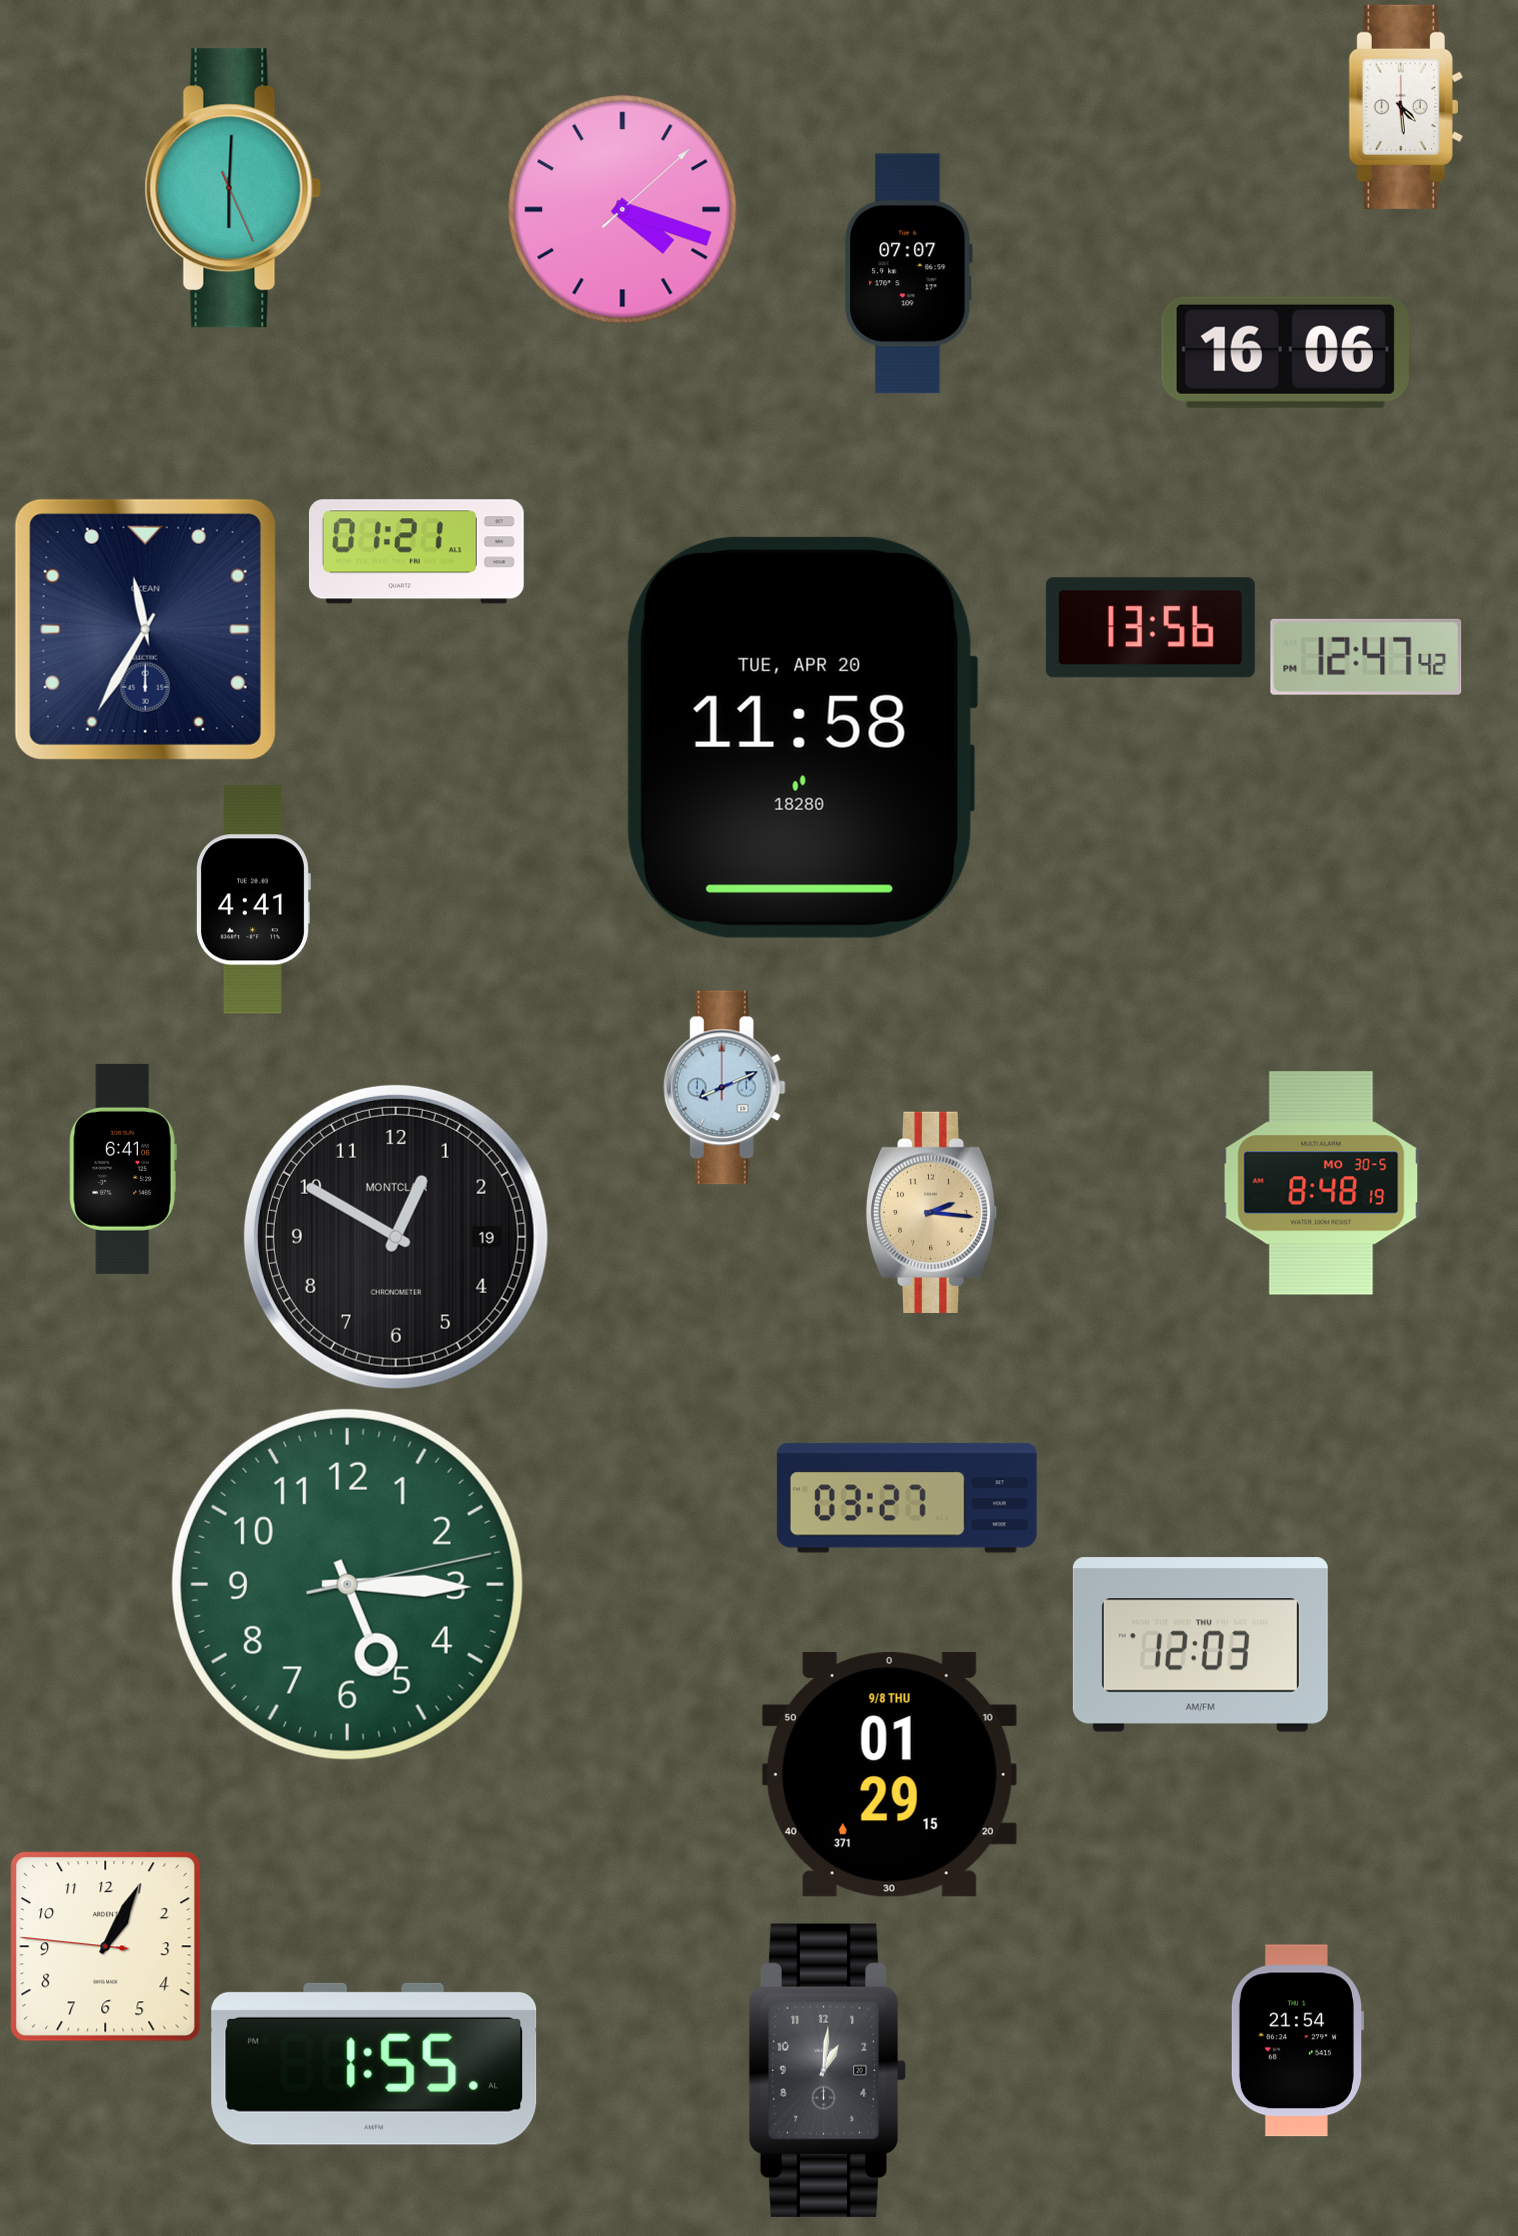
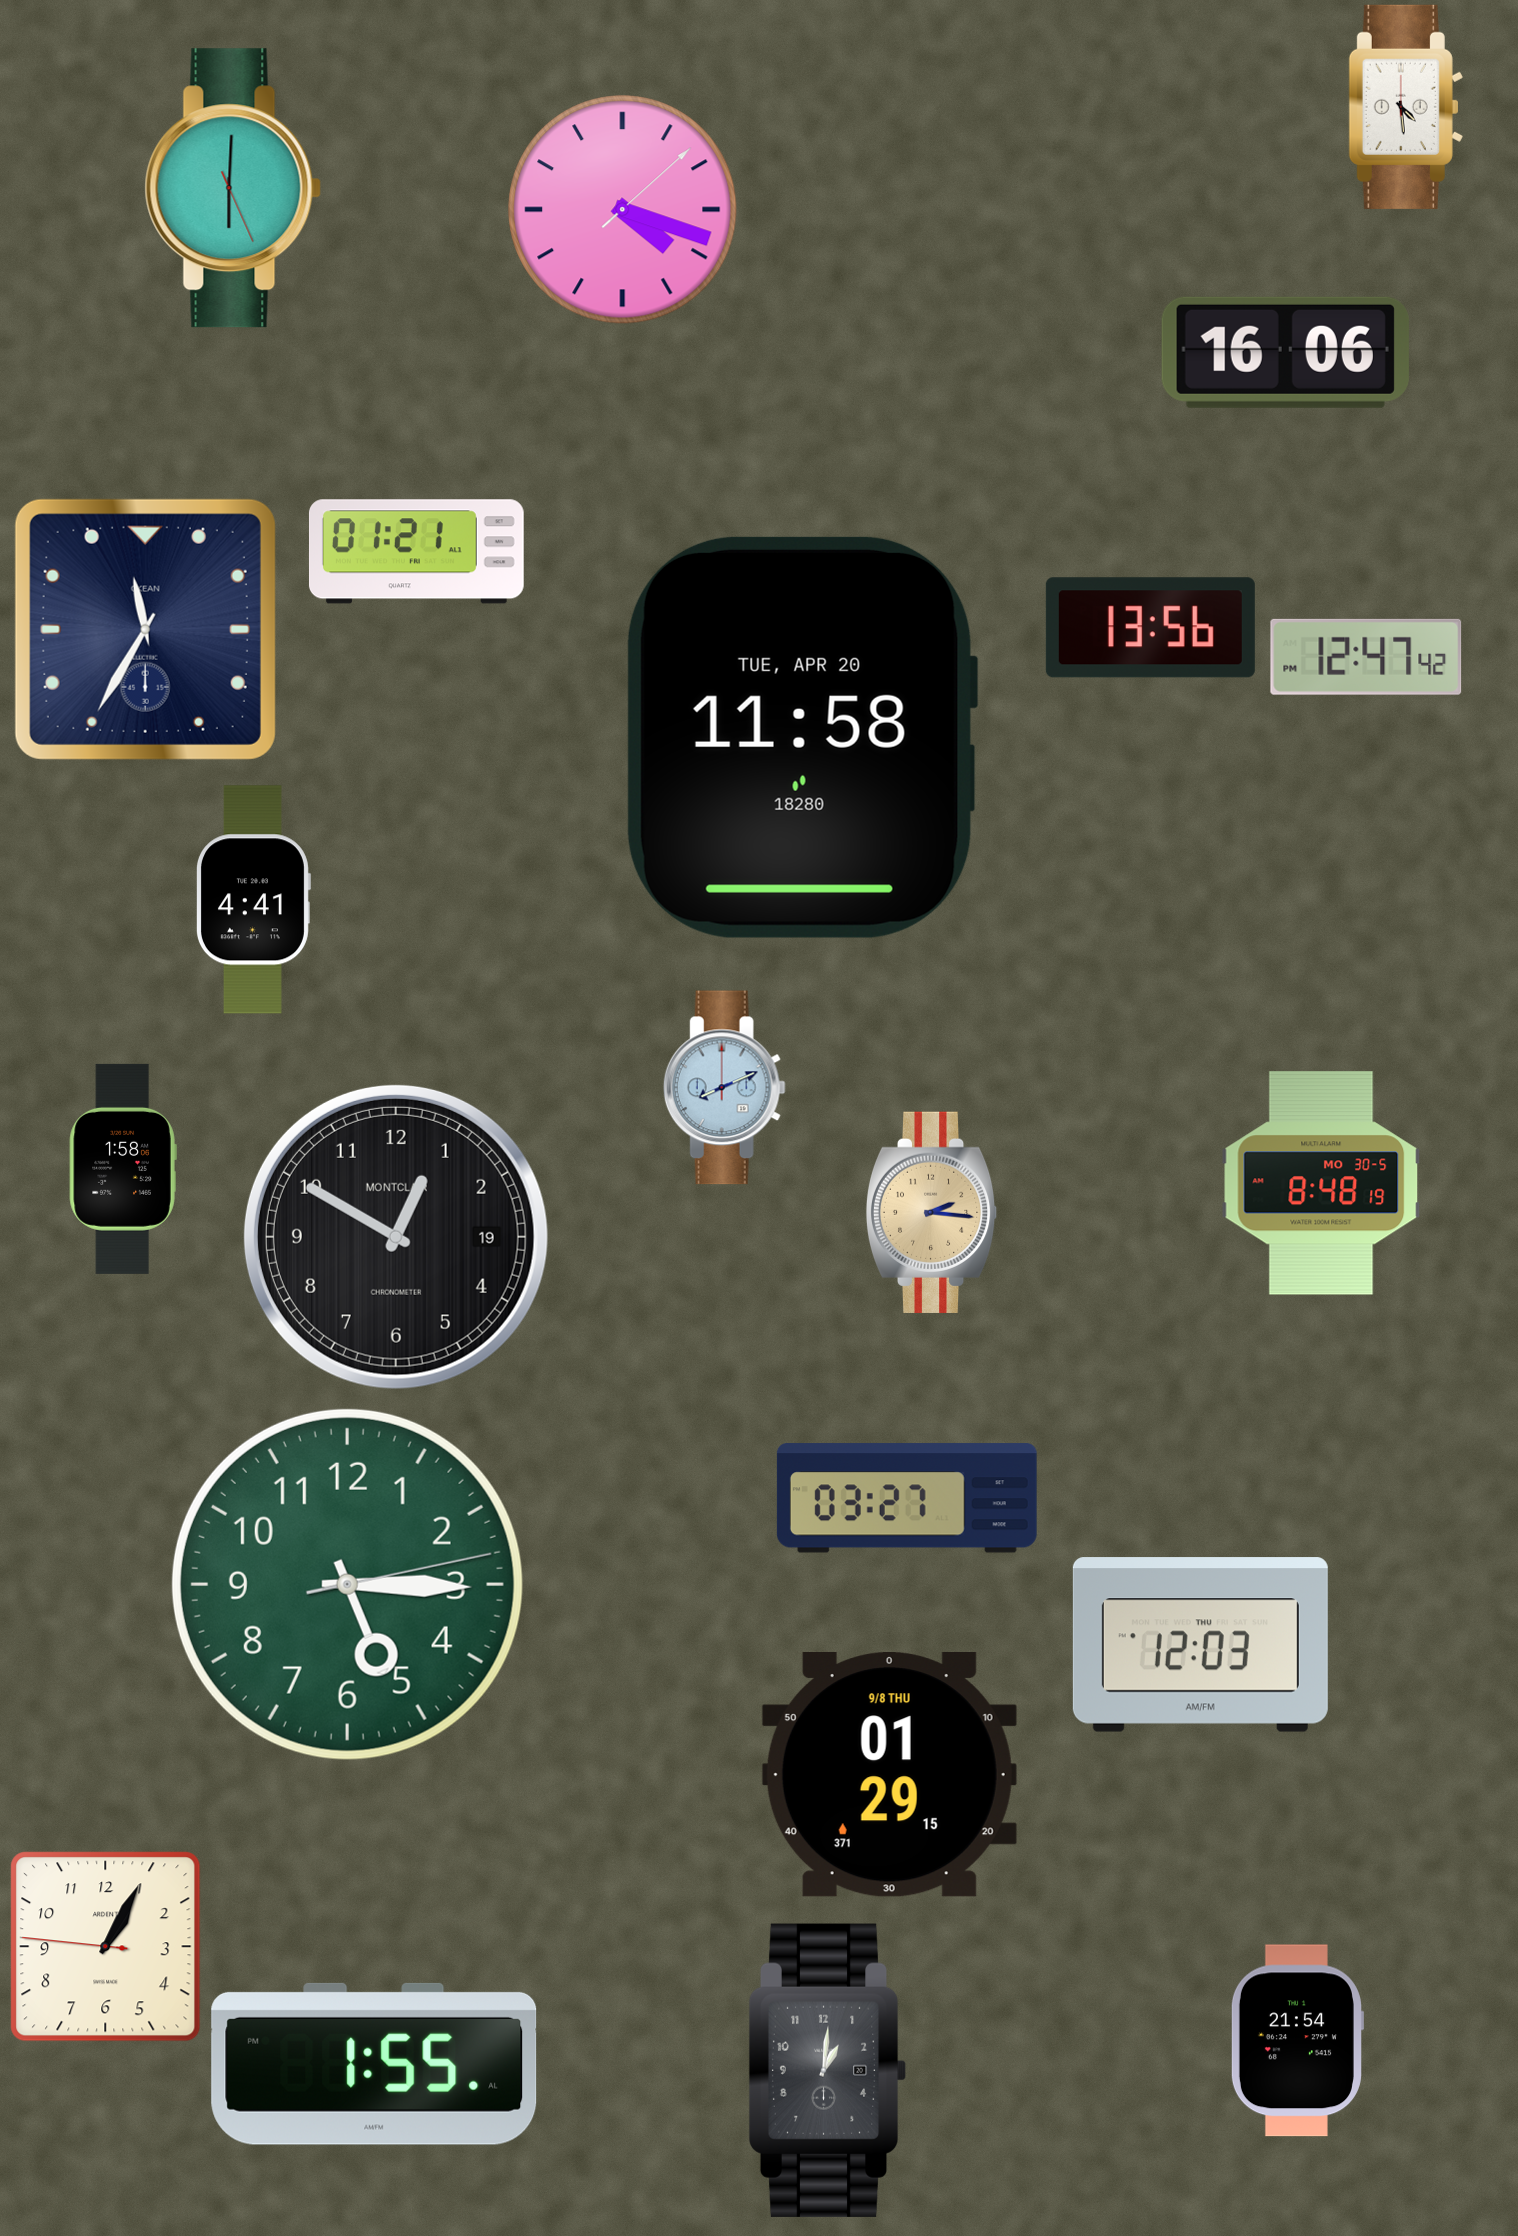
clock at (909, 274): 07:07 -> none
clock at (123, 1169): 6:41 -> 1:58
